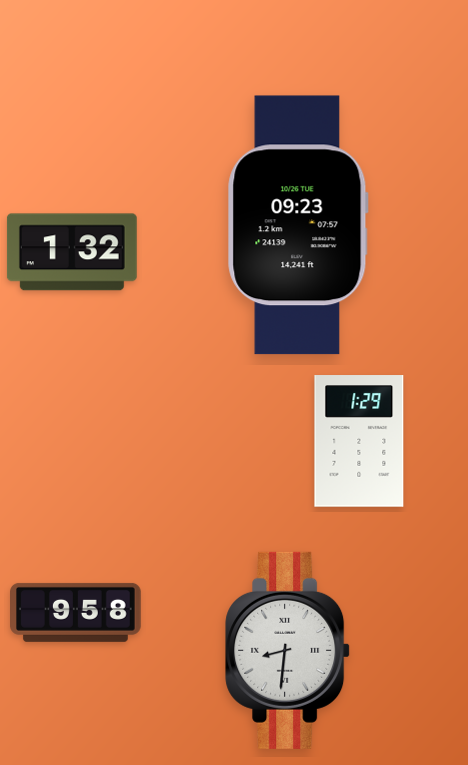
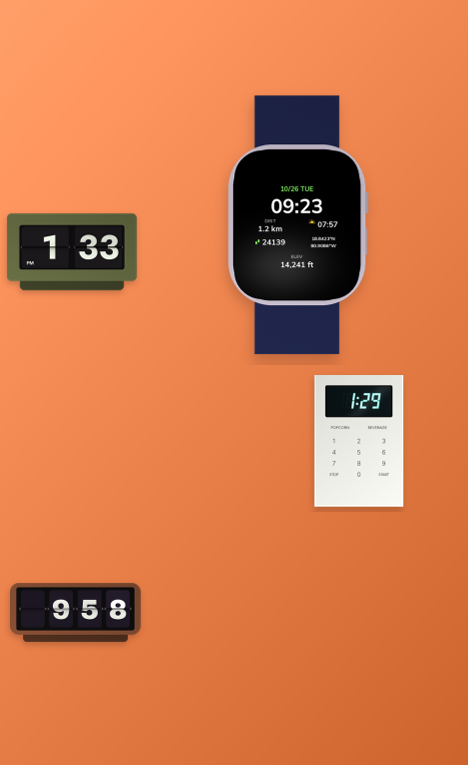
clock at (72, 252): 1:32 -> 1:33
clock at (288, 650): 8:31 -> none
